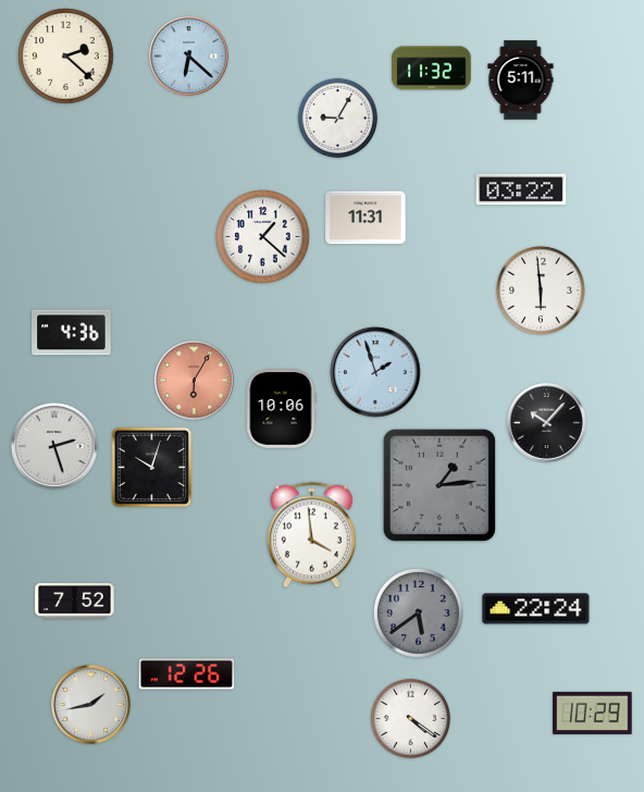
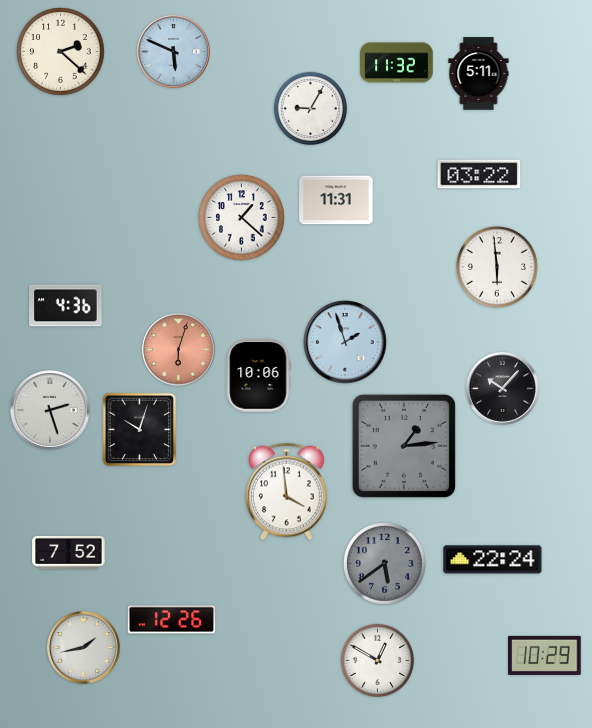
clock at (189, 57): 6:22 -> 5:49
clock at (195, 381): 6:05 -> 6:03
clock at (411, 719): 4:21 -> 12:50
